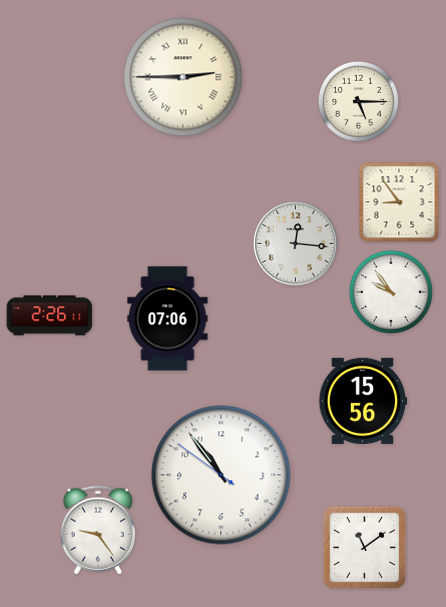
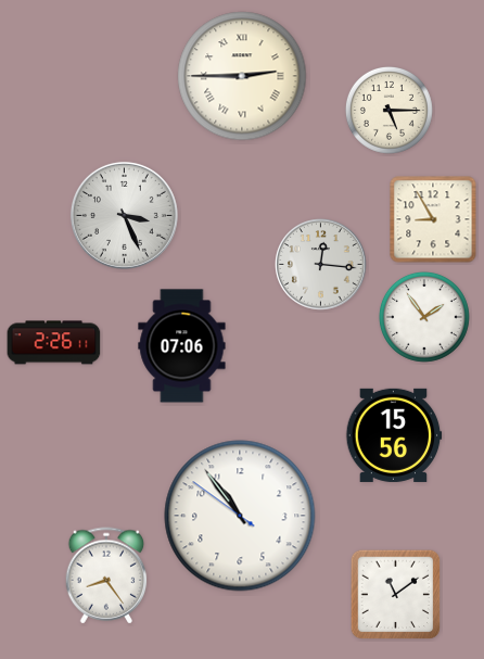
clock at (183, 77) position: (183, 77) -> (242, 76)
clock at (124, 215): none -> 3:26
clock at (399, 202): 8:54 -> 8:55
clock at (391, 292): 9:54 -> 1:54
clock at (98, 530): 9:24 -> 8:24
